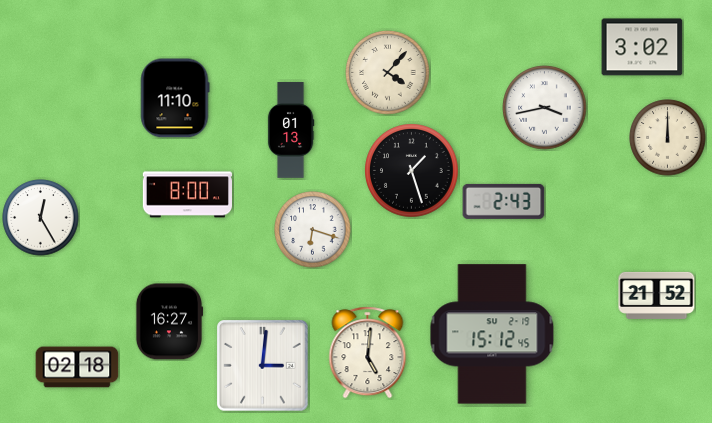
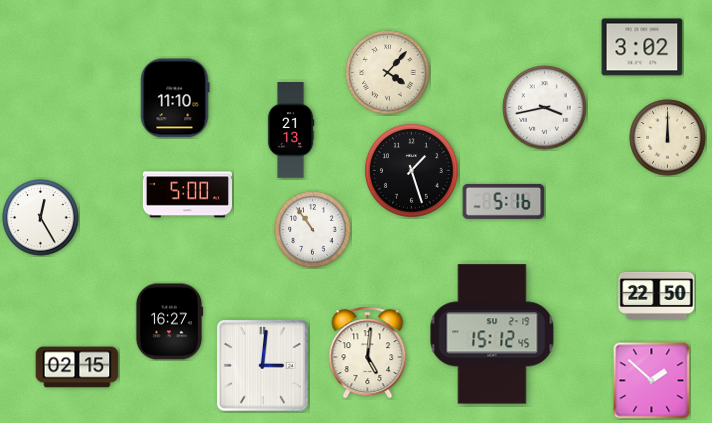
clock at (291, 130): 01:13 -> 21:13
clock at (187, 195): 8:00 -> 5:00
clock at (504, 201): 2:43 -> 5:16
clock at (313, 230): 6:18 -> 10:54
clock at (657, 295): 21:52 -> 22:50
clock at (77, 367): 02:18 -> 02:15
clock at (651, 380): none -> 1:52
